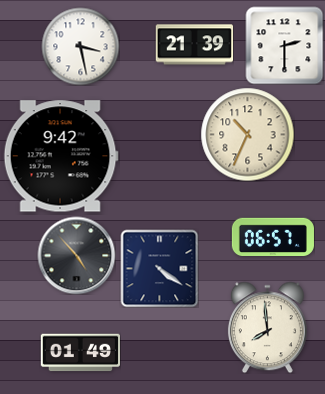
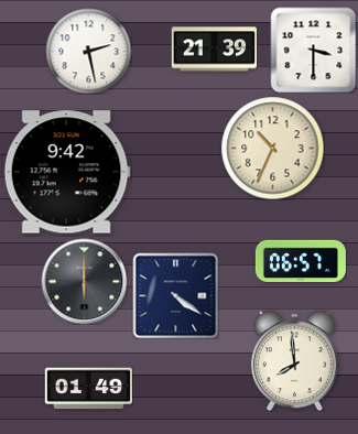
clock at (284, 45): 2:30 -> 3:30
clock at (80, 46): 3:28 -> 2:28
clock at (76, 255): 4:53 -> 6:00
